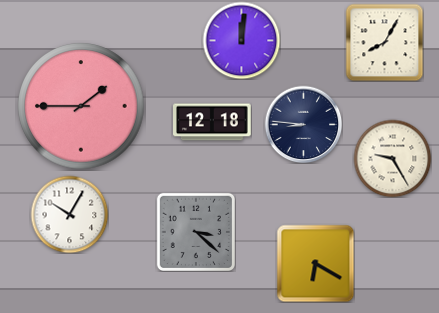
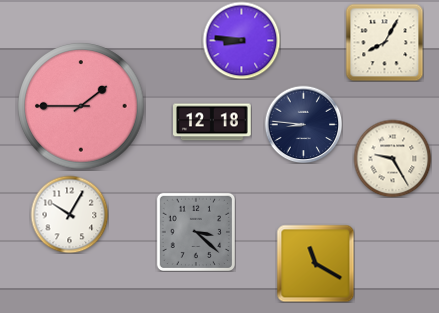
clock at (241, 40): 12:01 -> 8:46
clock at (315, 263): 6:20 -> 11:20
